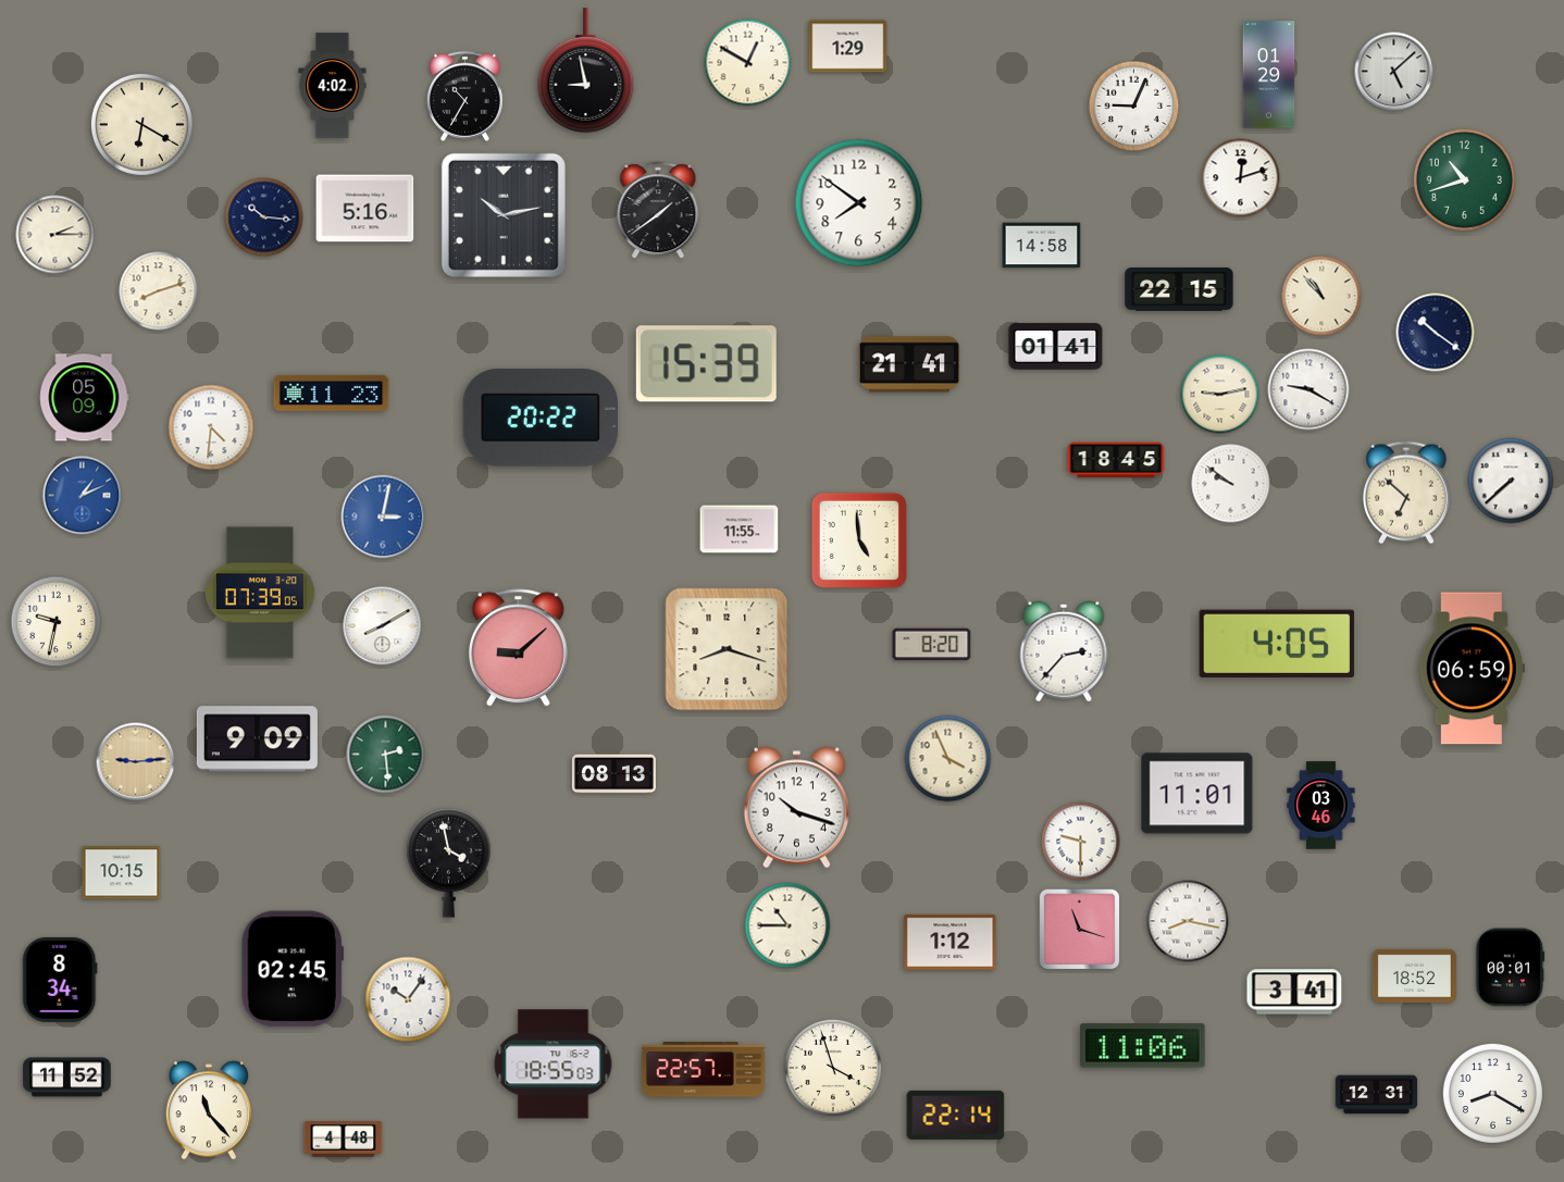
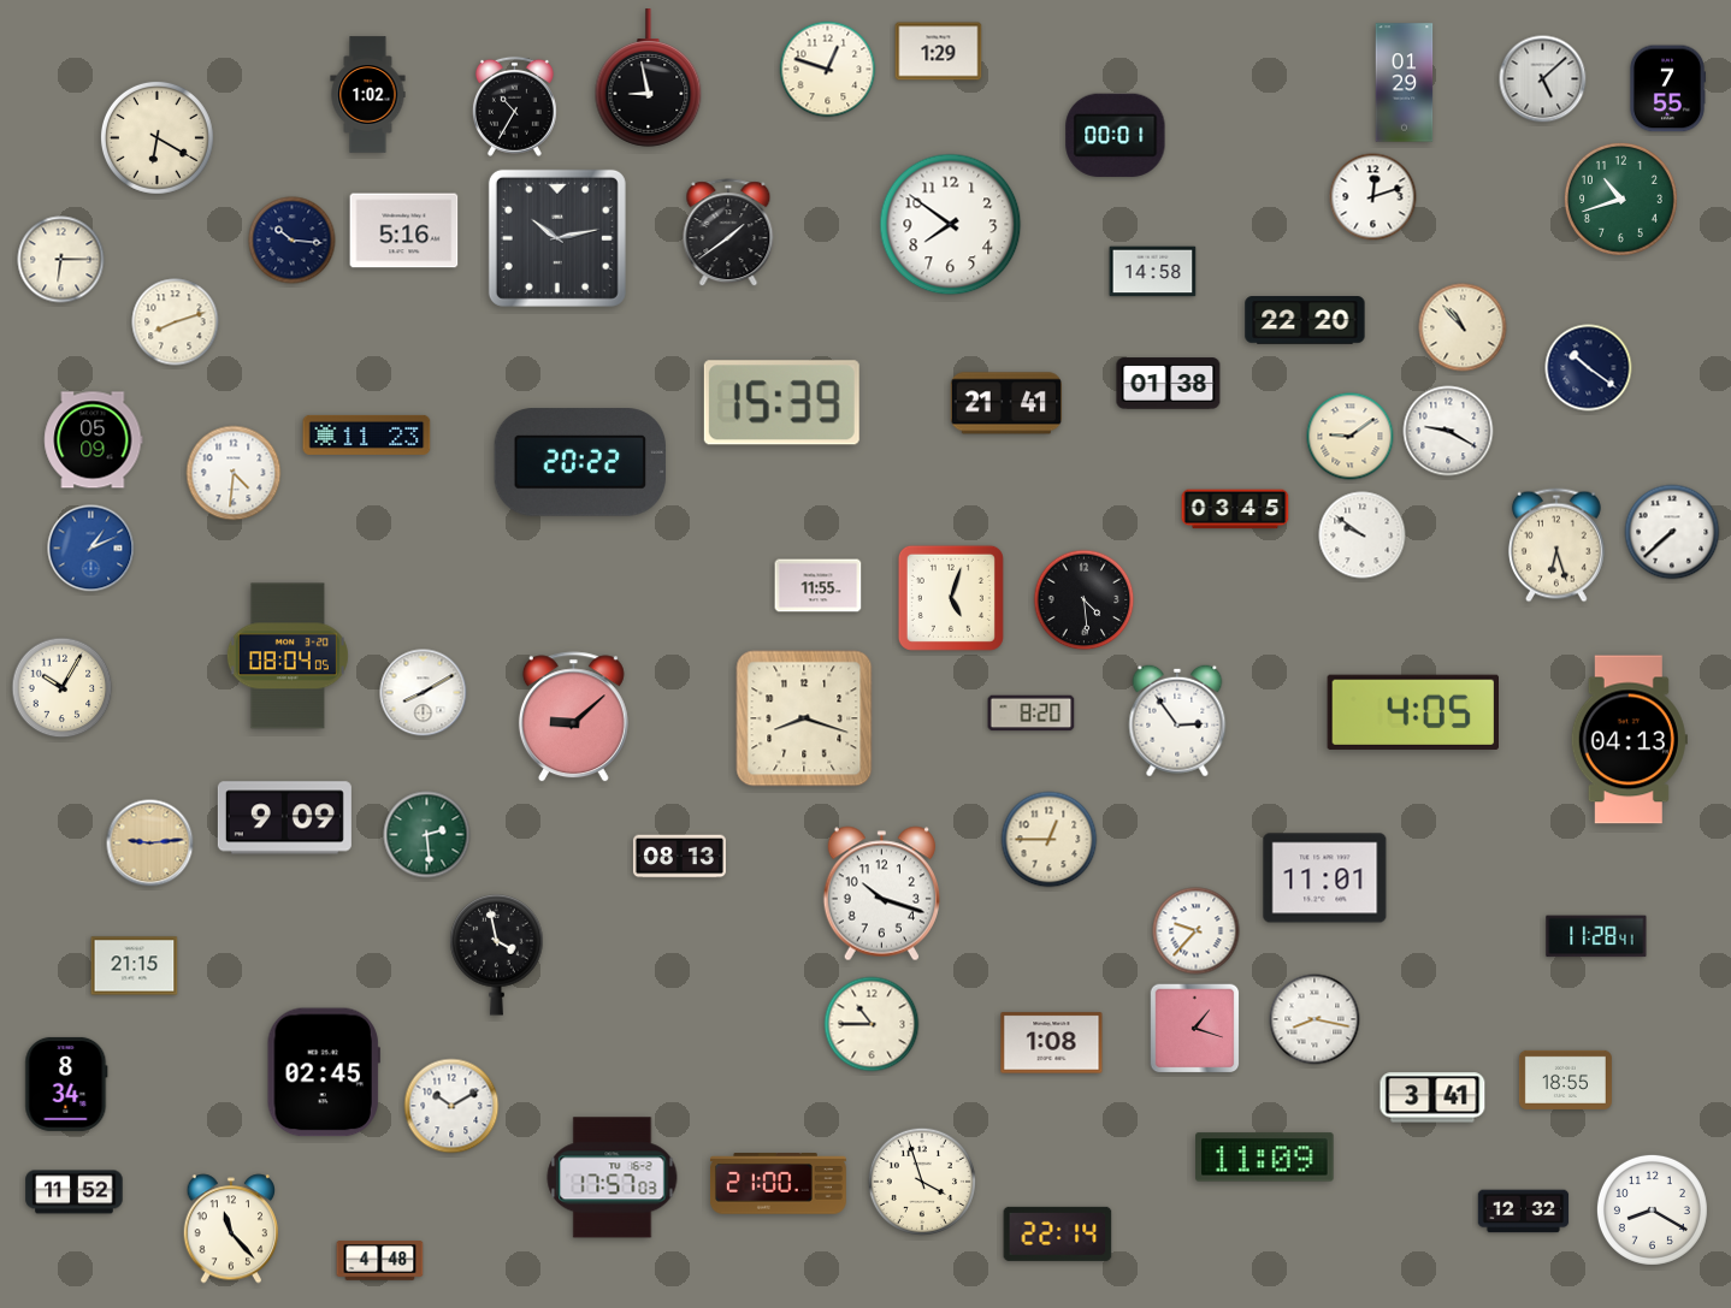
clock at (748, 63): 12:50 -> 12:48
clock at (1666, 89): none -> 7:55
clock at (333, 86): 4:02 -> 1:02
clock at (1134, 107): 9:04 -> none
clock at (1116, 135): none -> 00:01
clock at (55, 235): 2:15 -> 6:15
clock at (1179, 289): 22:15 -> 22:20
clock at (1056, 347): 01:41 -> 01:38
clock at (1220, 395): 9:13 -> 9:09
clock at (541, 418) position: (541, 418) -> (580, 462)
clock at (1116, 460): 18:45 -> 03:45
clock at (1406, 493): 6:52 -> 6:27
clock at (383, 517): 3:02 -> none
clock at (859, 540): 4:59 -> 5:03
clock at (1085, 600): none -> 4:29
clock at (260, 593): 07:39 -> 08:04
clock at (57, 622): 9:32 -> 10:05
clock at (1064, 651): 2:37 -> 2:54
clock at (1472, 669): 06:59 -> 04:13
clock at (948, 759): 3:56 -> 12:45
clock at (1321, 806): 03:46 -> none
clock at (1081, 842): 9:30 -> 9:37
clock at (1596, 936): none -> 11:28
clock at (122, 873): 10:15 -> 21:15
clock at (1080, 930): 11:18 -> 1:18
clock at (951, 943): 1:12 -> 1:08
clock at (1511, 968): 00:01 -> none
clock at (1414, 975): 18:52 -> 18:55
clock at (408, 999): 10:06 -> 10:10
clock at (1143, 1046): 11:06 -> 11:09
clock at (554, 1065): 18:55 -> 17:57
clock at (704, 1070): 22:57 -> 21:00
clock at (1377, 1095): 12:31 -> 12:32
